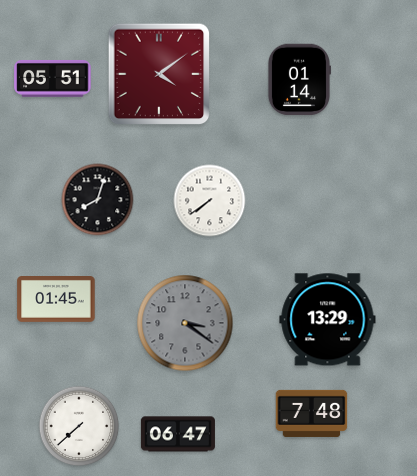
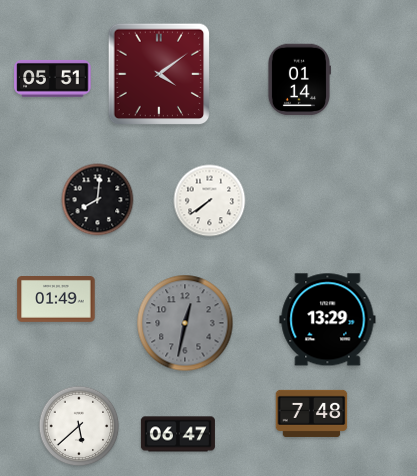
clock at (98, 200): 8:03 -> 8:01
clock at (56, 300): 01:45 -> 01:49
clock at (185, 323): 3:21 -> 12:32
clock at (79, 426): 7:38 -> 5:38
